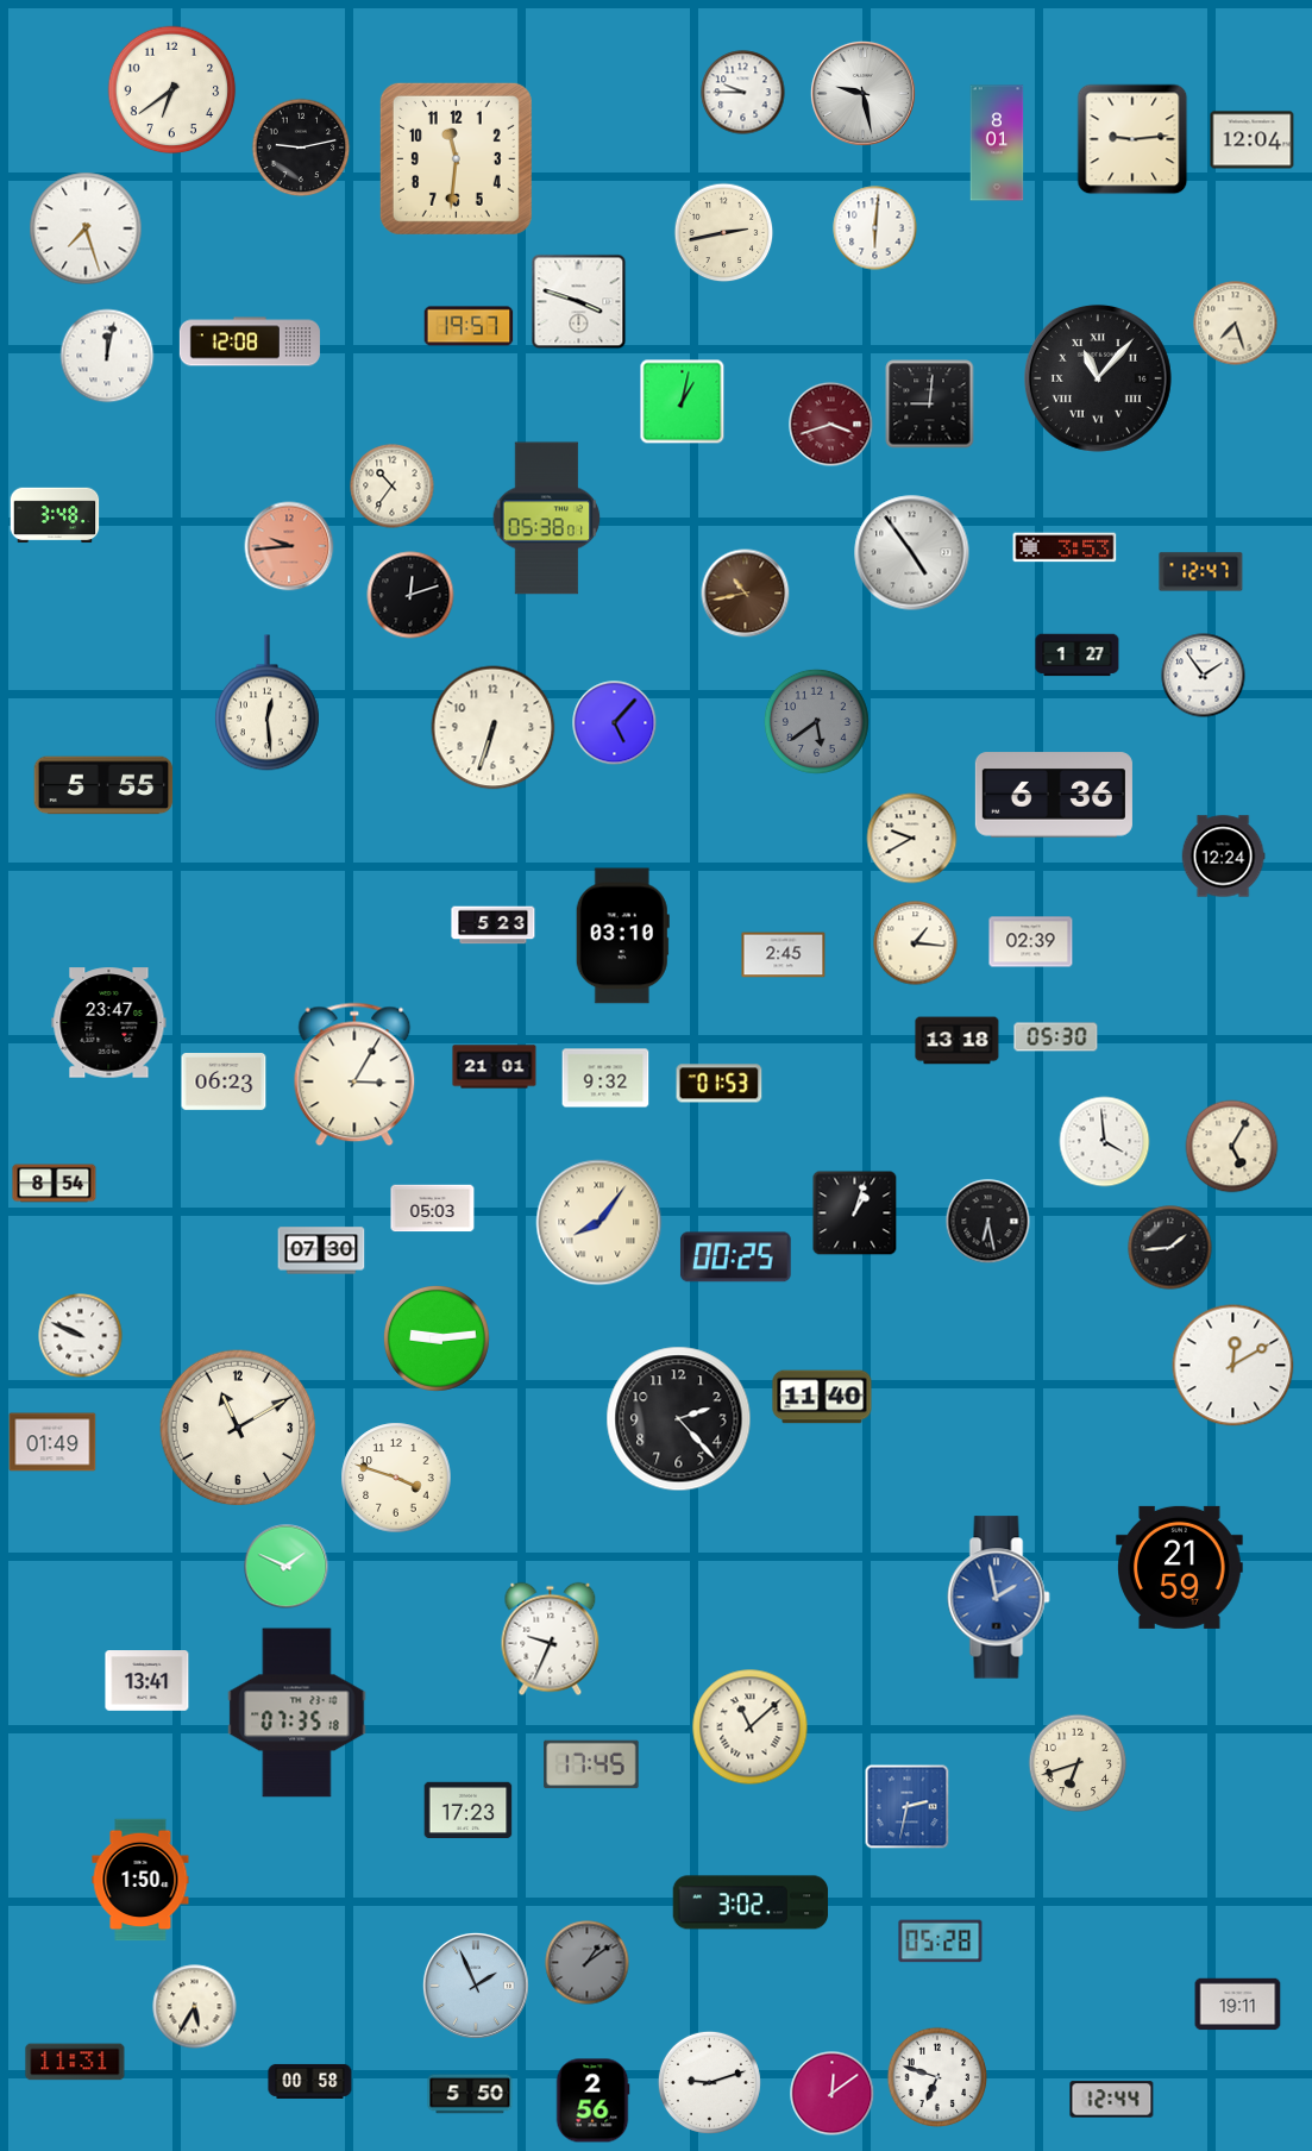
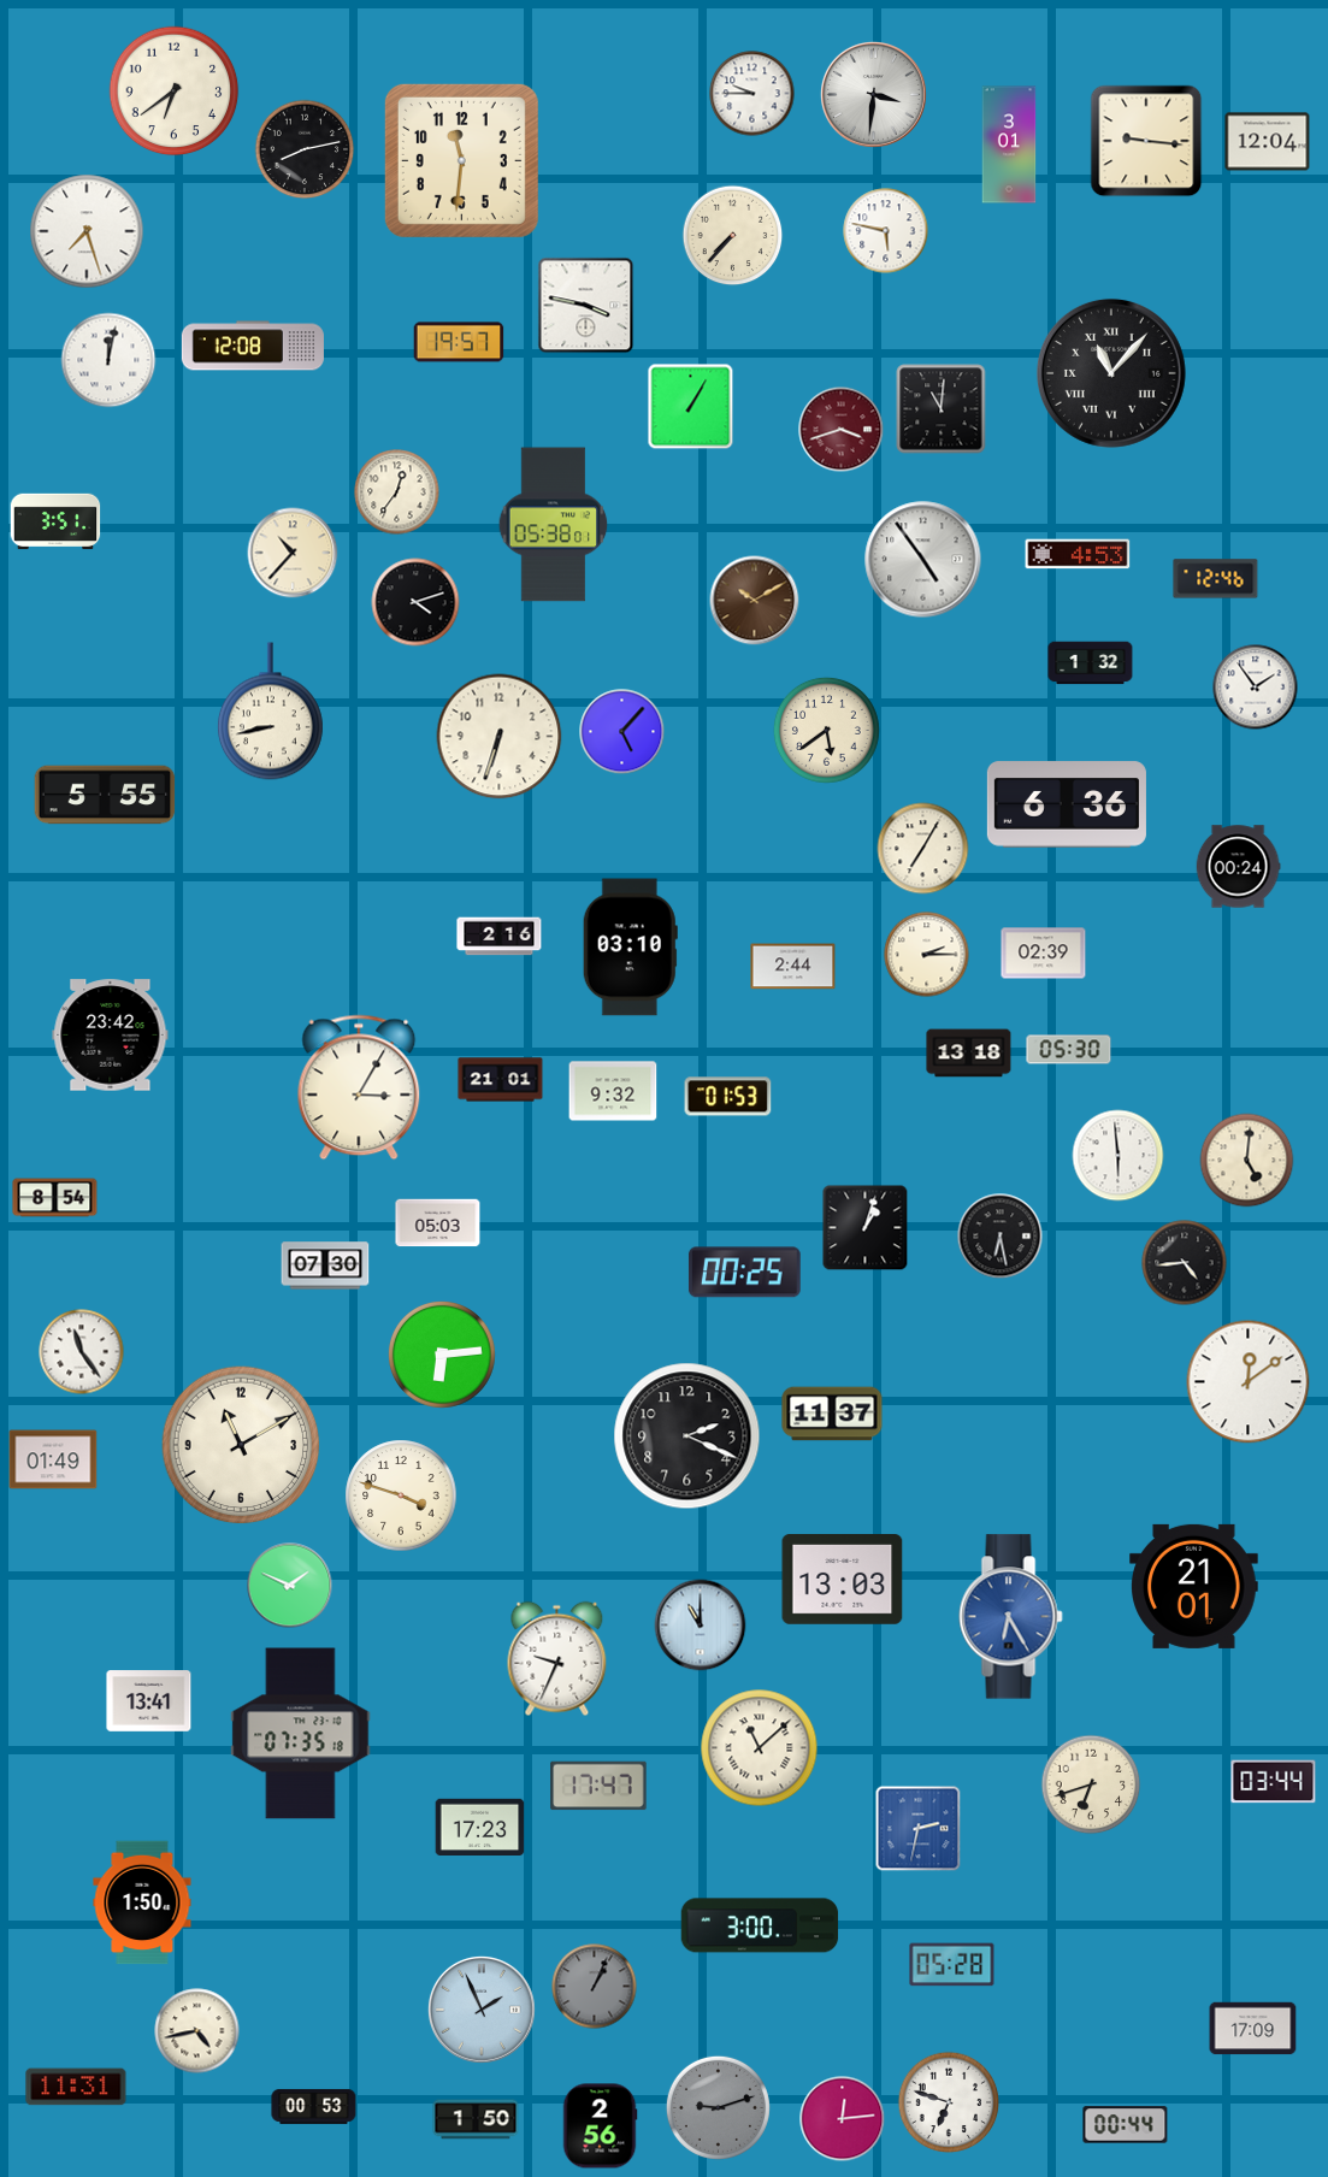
clock at (862, 93): 9:28 -> 3:31
clock at (1132, 139): 9:14 -> 9:16
clock at (997, 143): 8:01 -> 3:01
clock at (301, 148): 9:13 -> 8:13
clock at (875, 228): 6:01 -> 5:47
clock at (724, 233): 2:43 -> 7:37
clock at (579, 302): 3:48 -> 3:47
clock at (1236, 324): 7:27 -> none
clock at (469, 326) position: (469, 326) -> (459, 342)
clock at (1098, 378) position: (1098, 378) -> (1111, 373)
clock at (683, 402): 1:02 -> 1:05
clock at (930, 405): 9:01 -> 11:01
clock at (393, 487): 10:36 -> 12:36
clock at (55, 515): 3:48 -> 3:51
clock at (289, 546): 9:44 -> 10:37
clock at (289, 546) dial: salmon -> cream
clock at (1065, 547): 3:53 -> 4:53
clock at (1201, 572): 12:47 -> 12:46
clock at (746, 594): 10:43 -> 10:10
clock at (410, 595): 12:12 -> 4:12
clock at (1078, 656): 1:27 -> 1:32
clock at (1204, 676) position: (1204, 676) -> (1256, 688)
clock at (266, 703): 12:29 -> 8:43
clock at (816, 721) dial: grey -> cream
clock at (912, 839): 9:40 -> 7:05
clock at (1223, 857): 12:24 -> 00:24
clock at (494, 926): 5:23 -> 2:16
clock at (916, 943): 1:16 -> 2:15
clock at (784, 955): 2:45 -> 2:44
clock at (109, 1023): 23:47 -> 23:42
clock at (224, 1083): 06:23 -> none
clock at (1105, 1142): 3:59 -> 5:59
clock at (1232, 1147): 5:05 -> 5:01
clock at (599, 1223): 8:06 -> none
clock at (1170, 1248): 1:44 -> 4:44
clock at (81, 1336): 9:49 -> 11:24
clock at (437, 1338): 9:14 -> 6:14
clock at (1233, 1366): 12:10 -> 12:09
clock at (822, 1397): 11:40 -> 11:37
clock at (679, 1419): 2:23 -> 2:19
clock at (843, 1580): none -> 13:03
clock at (1180, 1567): 21:59 -> 21:01
clock at (999, 1598): 1:58 -> 6:25
clock at (701, 1626): none -> 11:00
clock at (1274, 1782): none -> 03:44
clock at (591, 1764): 17:45 -> 17:47
clock at (469, 1811) position: (469, 1811) -> (480, 1828)
clock at (751, 1902): 3:02 -> 3:00
clock at (588, 1963): 1:09 -> 1:04
clock at (1238, 2005): 19:11 -> 17:09
clock at (195, 2007): 5:35 -> 4:43
clock at (310, 2081): 00:58 -> 00:53
clock at (709, 2082) dial: white -> grey
clock at (470, 2094): 5:50 -> 1:50
clock at (833, 2094): 12:09 -> 12:14
clock at (1112, 2100): 12:44 -> 00:44
